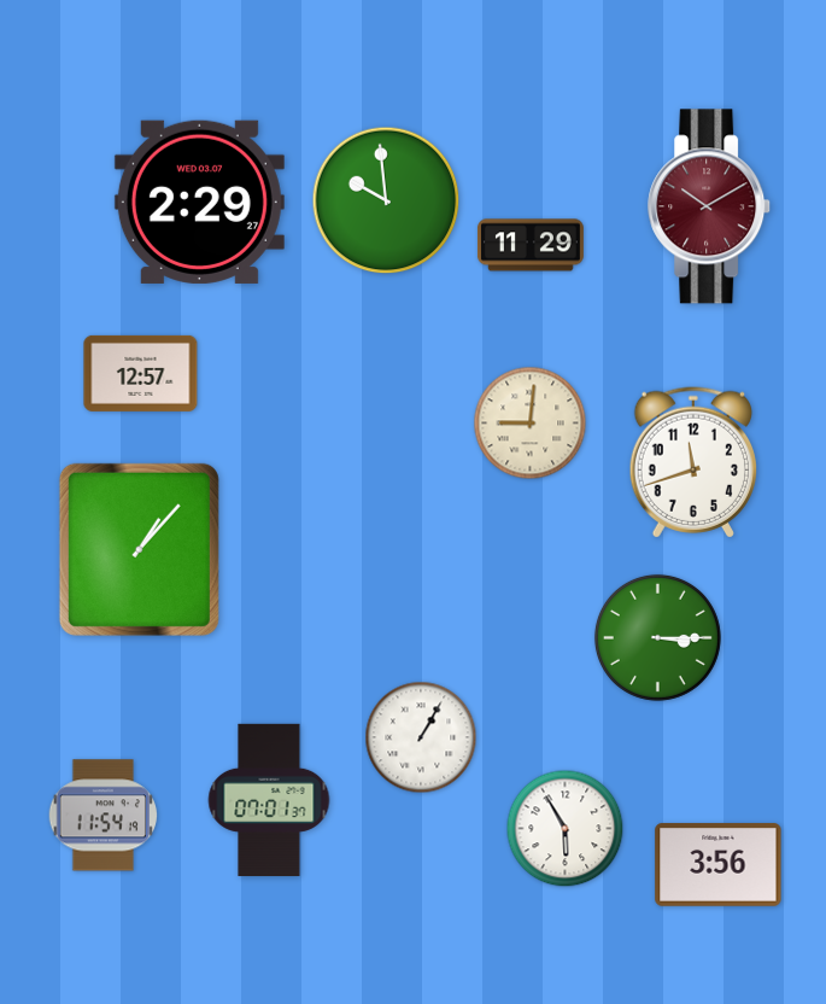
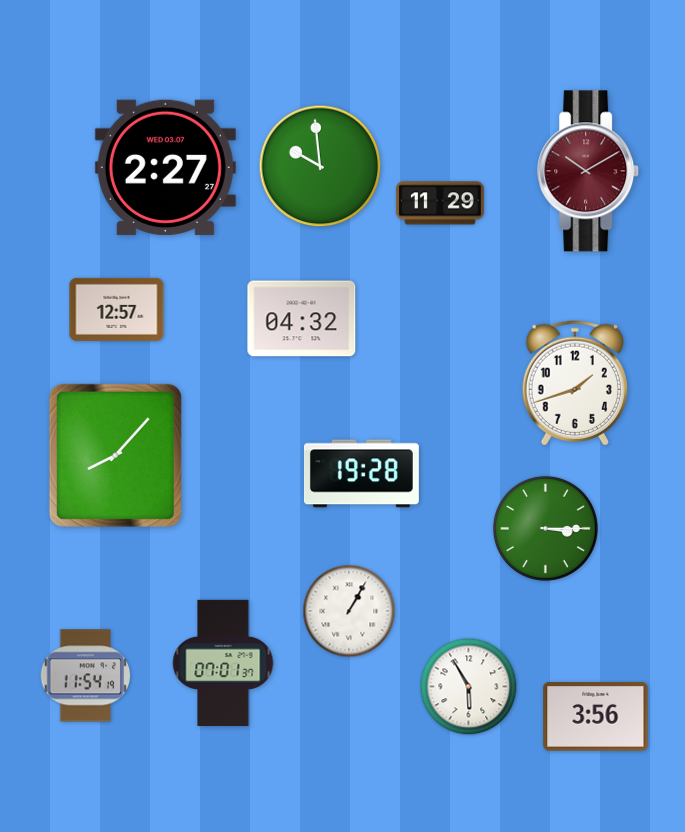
clock at (199, 202): 2:29 -> 2:27
clock at (302, 319): none -> 04:32
clock at (531, 424): 9:01 -> none
clock at (692, 462): 11:42 -> 1:42
clock at (139, 549): 1:07 -> 8:07
clock at (361, 474): none -> 19:28
